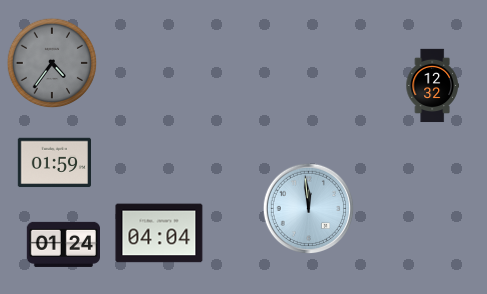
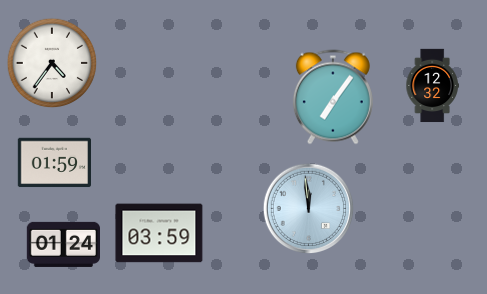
clock at (52, 63) dial: grey -> white
clock at (333, 97): none -> 7:06
clock at (159, 233): 04:04 -> 03:59
